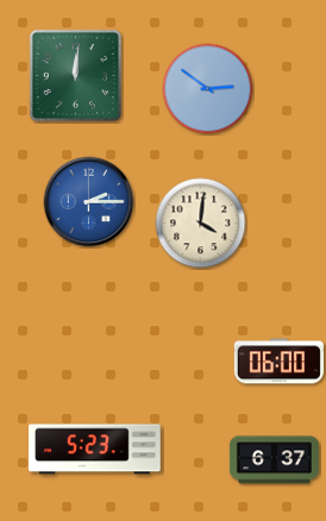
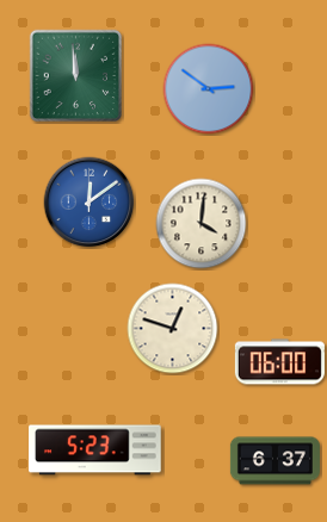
clock at (76, 76): 12:01 -> 11:59
clock at (89, 202): 2:15 -> 12:09
clock at (173, 329): none -> 12:48
